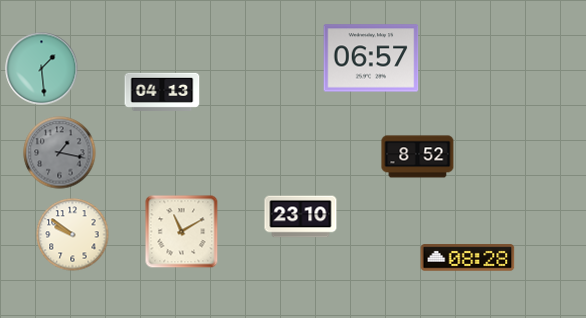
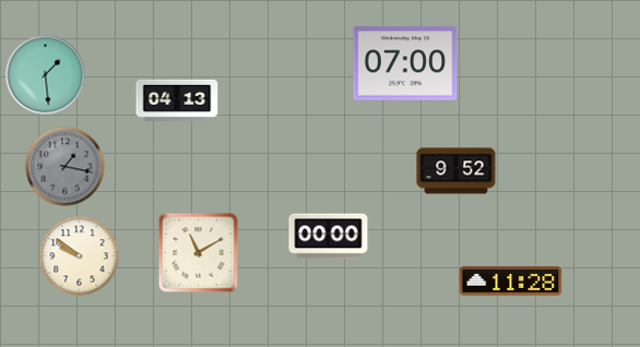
clock at (371, 58): 06:57 -> 07:00
clock at (418, 157): 8:52 -> 9:52
clock at (301, 217): 23:10 -> 00:00
clock at (468, 258): 08:28 -> 11:28
